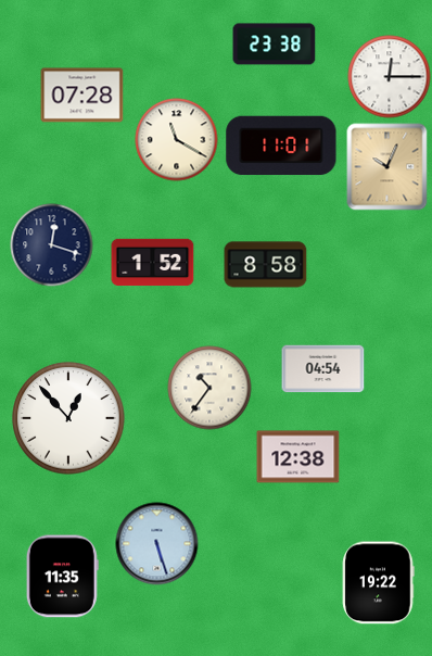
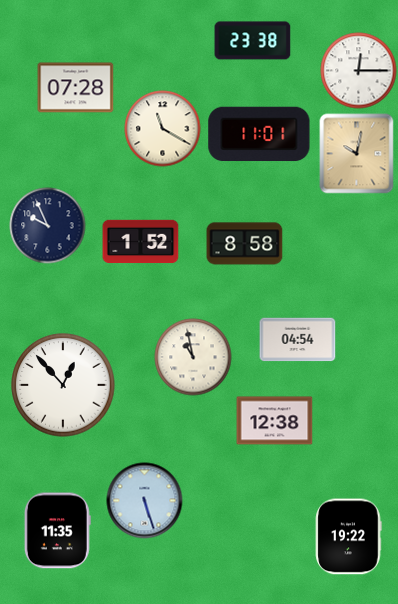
clock at (387, 167): 10:04 -> 10:02
clock at (52, 245): 12:18 -> 9:56
clock at (209, 388): 10:36 -> 10:58
